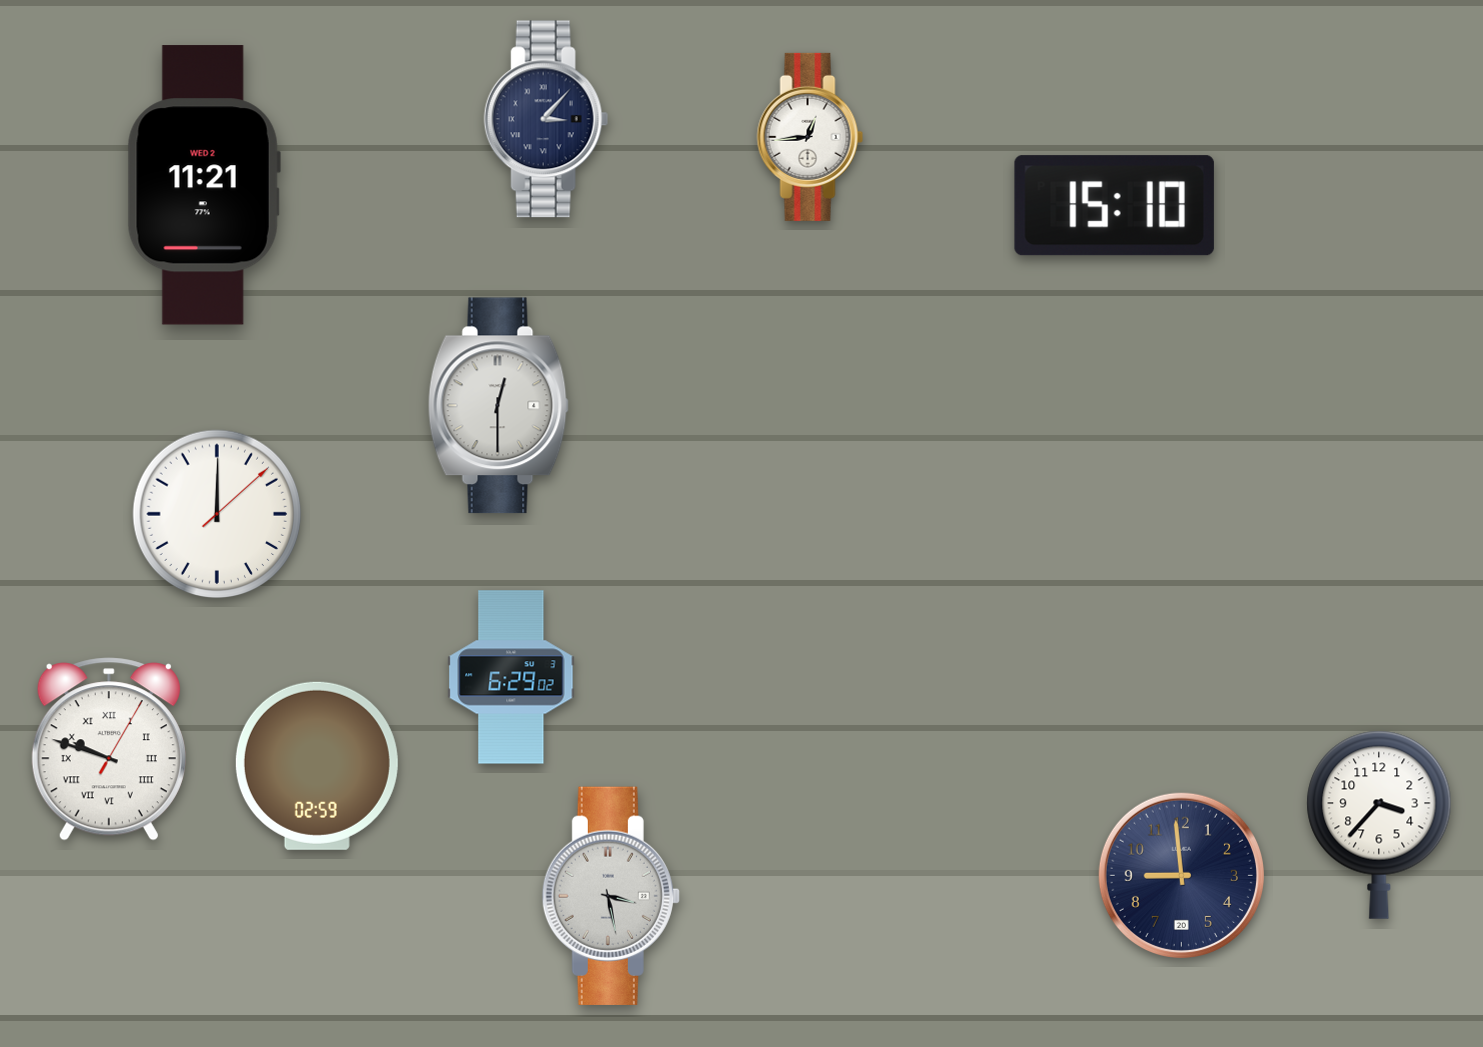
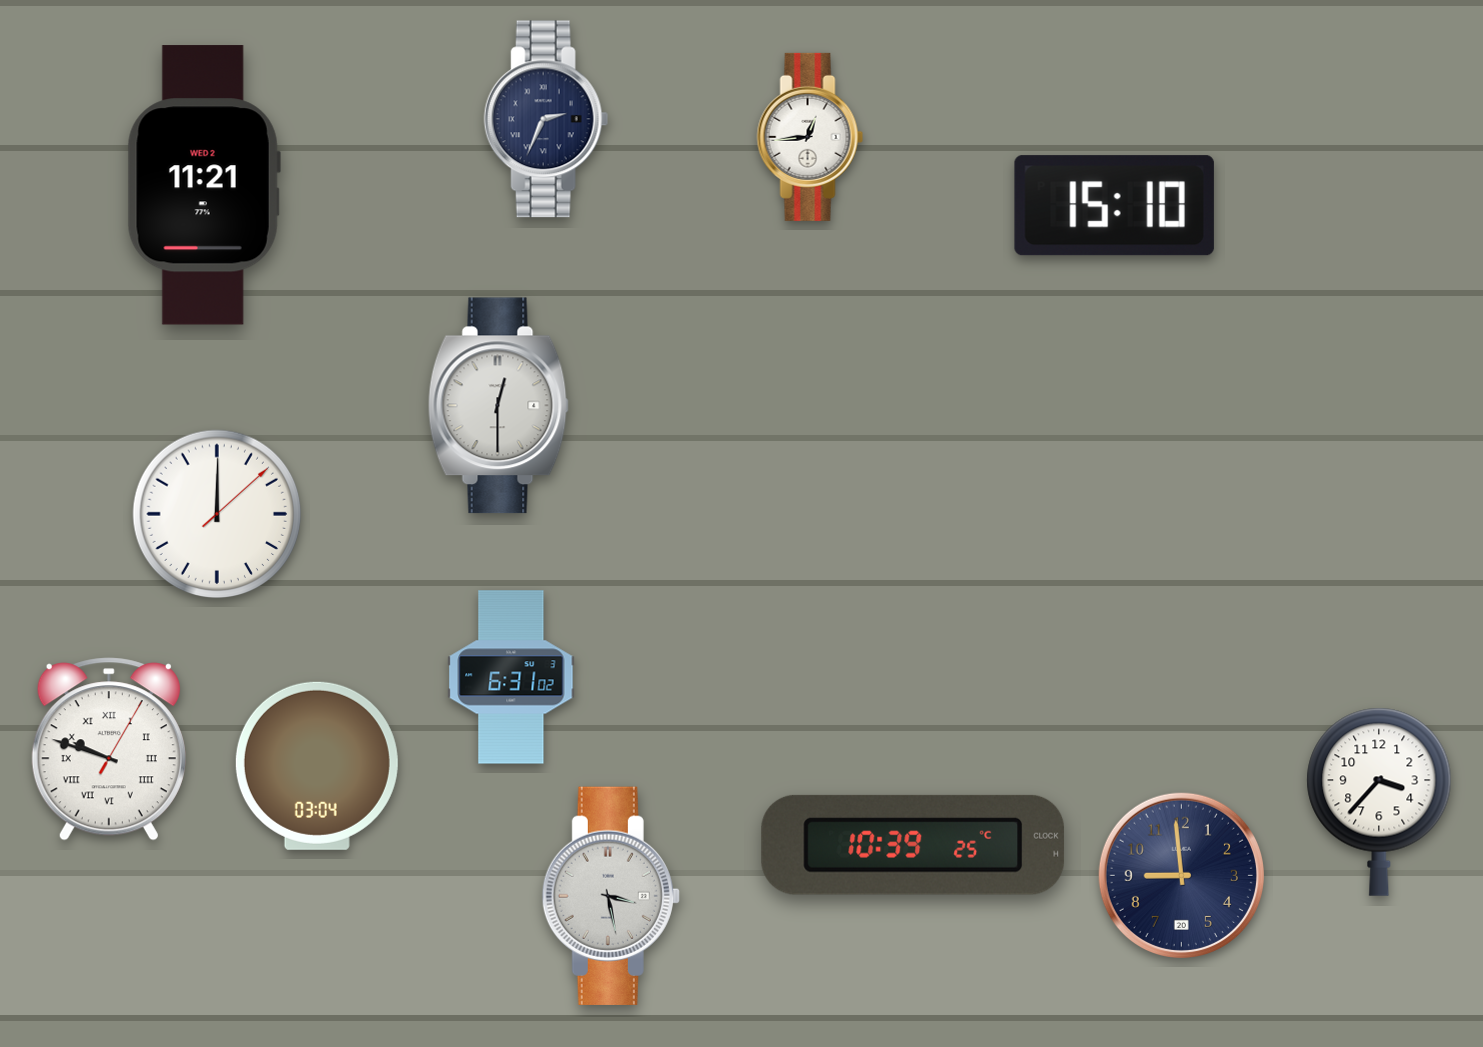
clock at (546, 119): 3:07 -> 2:34
clock at (511, 677): 6:29 -> 6:31
clock at (317, 766): 02:59 -> 03:04
clock at (1379, 825) position: (1379, 825) -> (1379, 802)
clock at (913, 845): none -> 10:39
